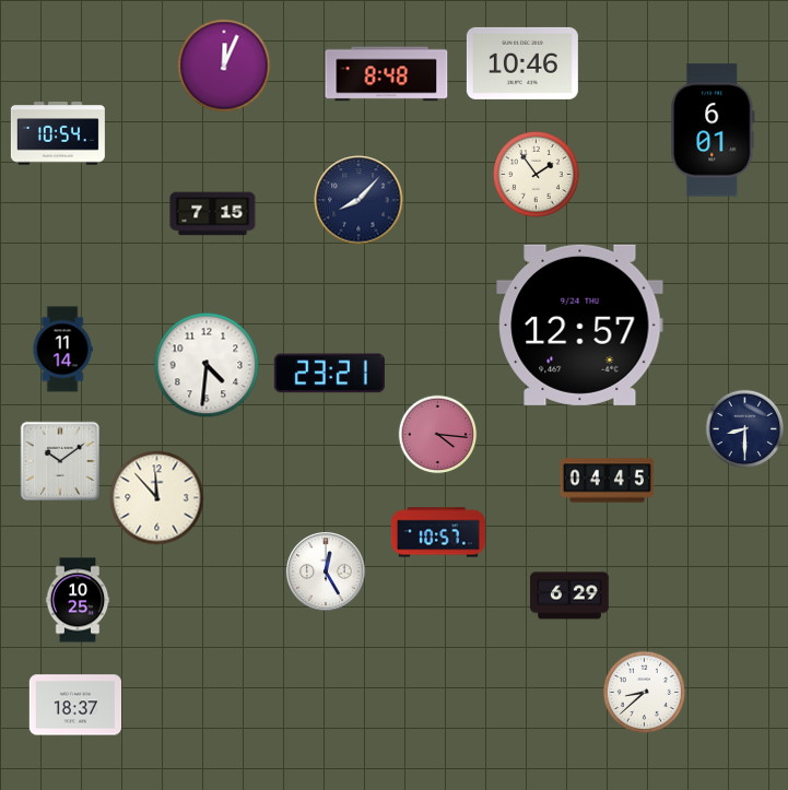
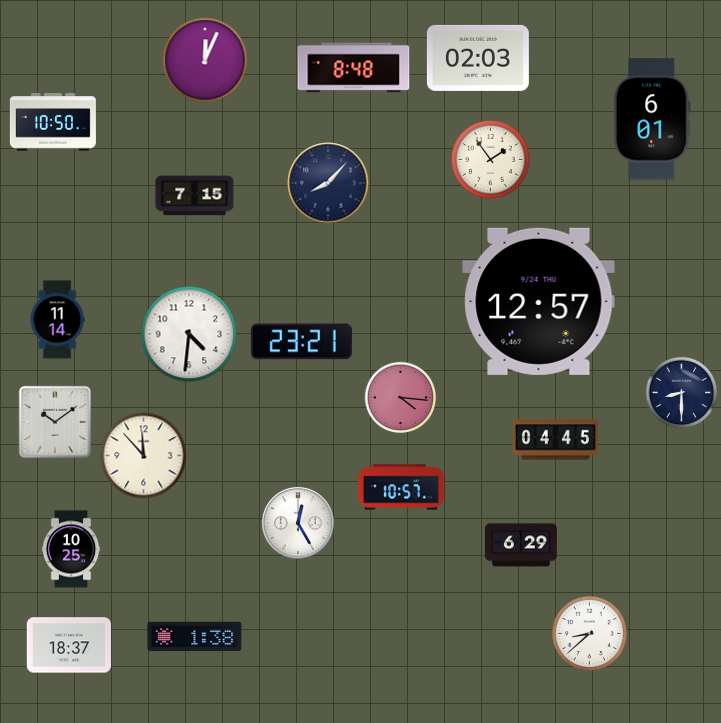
clock at (522, 63): 10:46 -> 02:03
clock at (58, 133): 10:54 -> 10:50
clock at (580, 325) position: (580, 325) -> (539, 301)
clock at (195, 637): none -> 1:38
